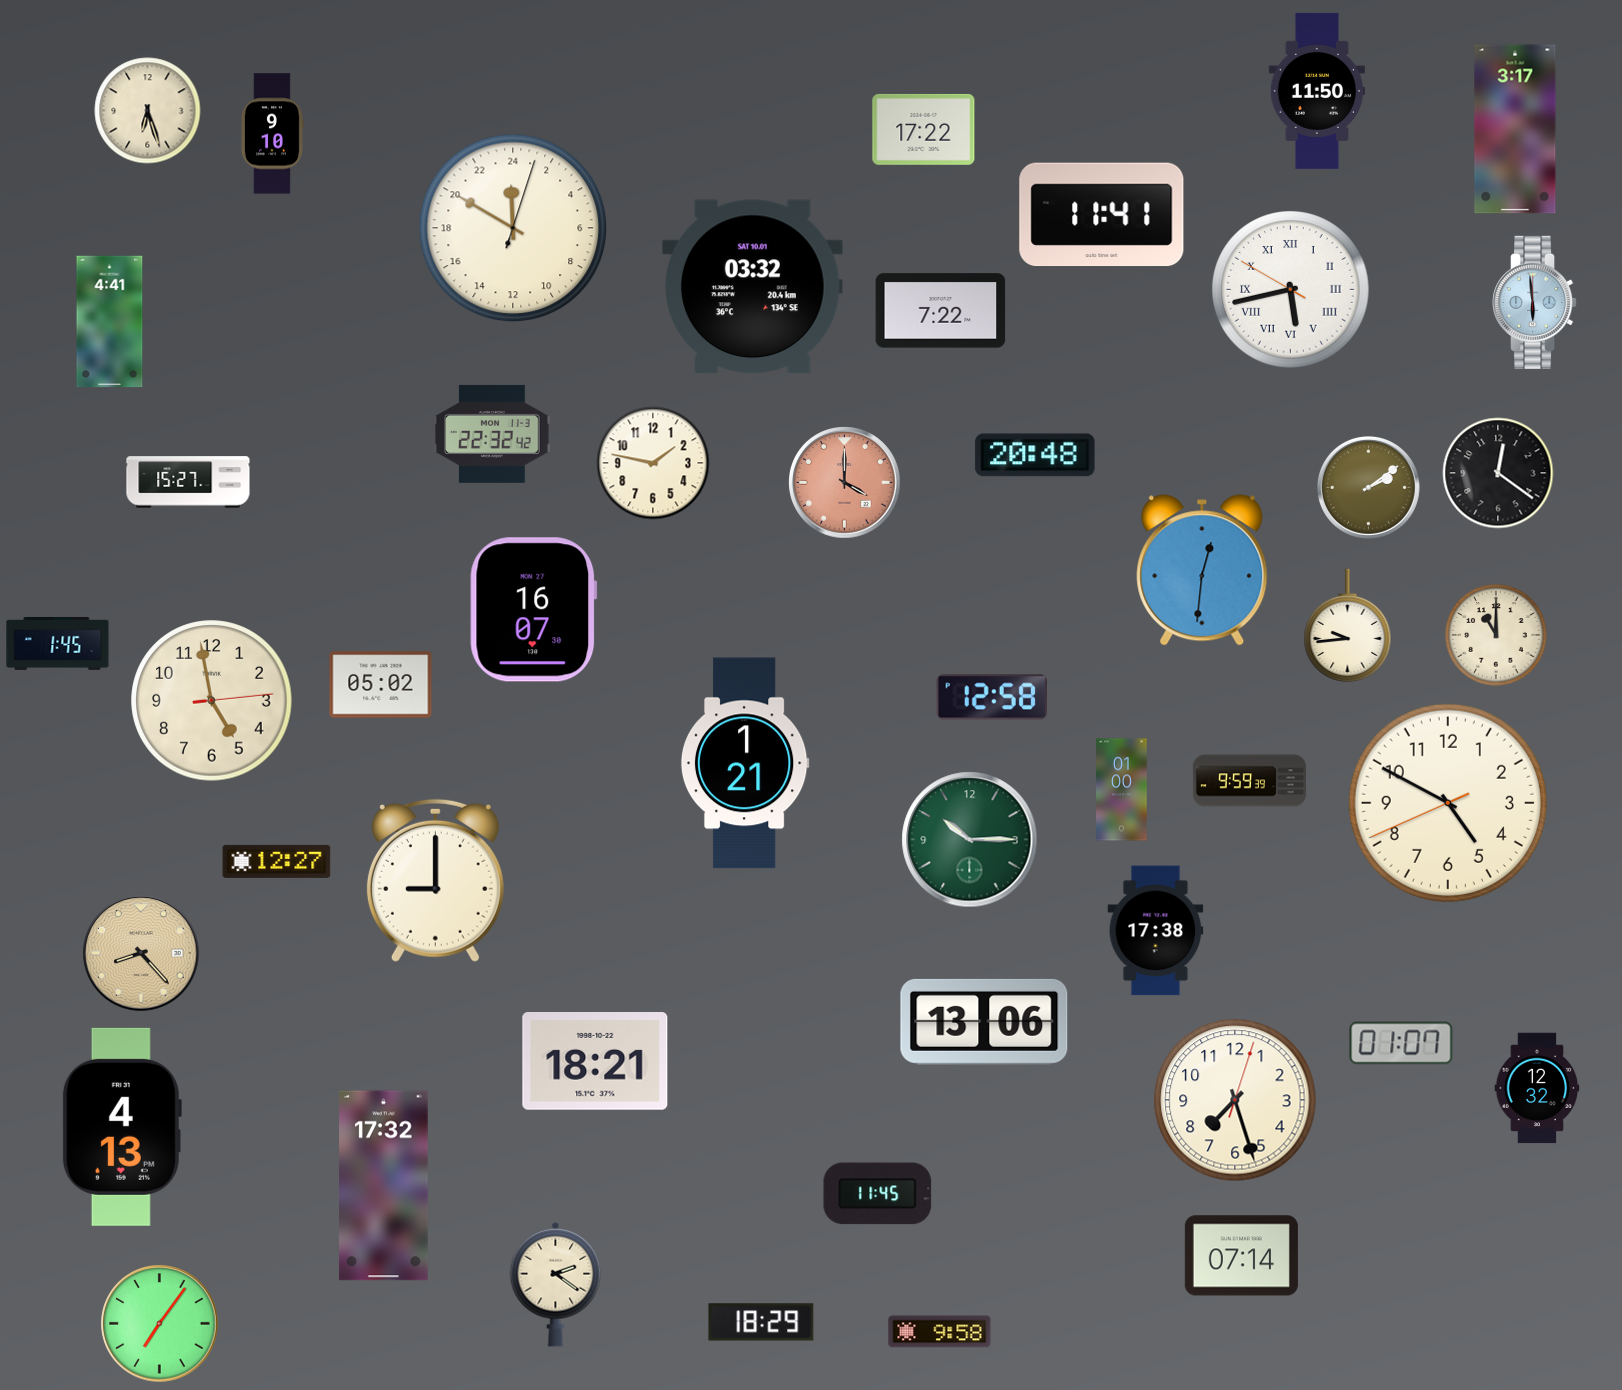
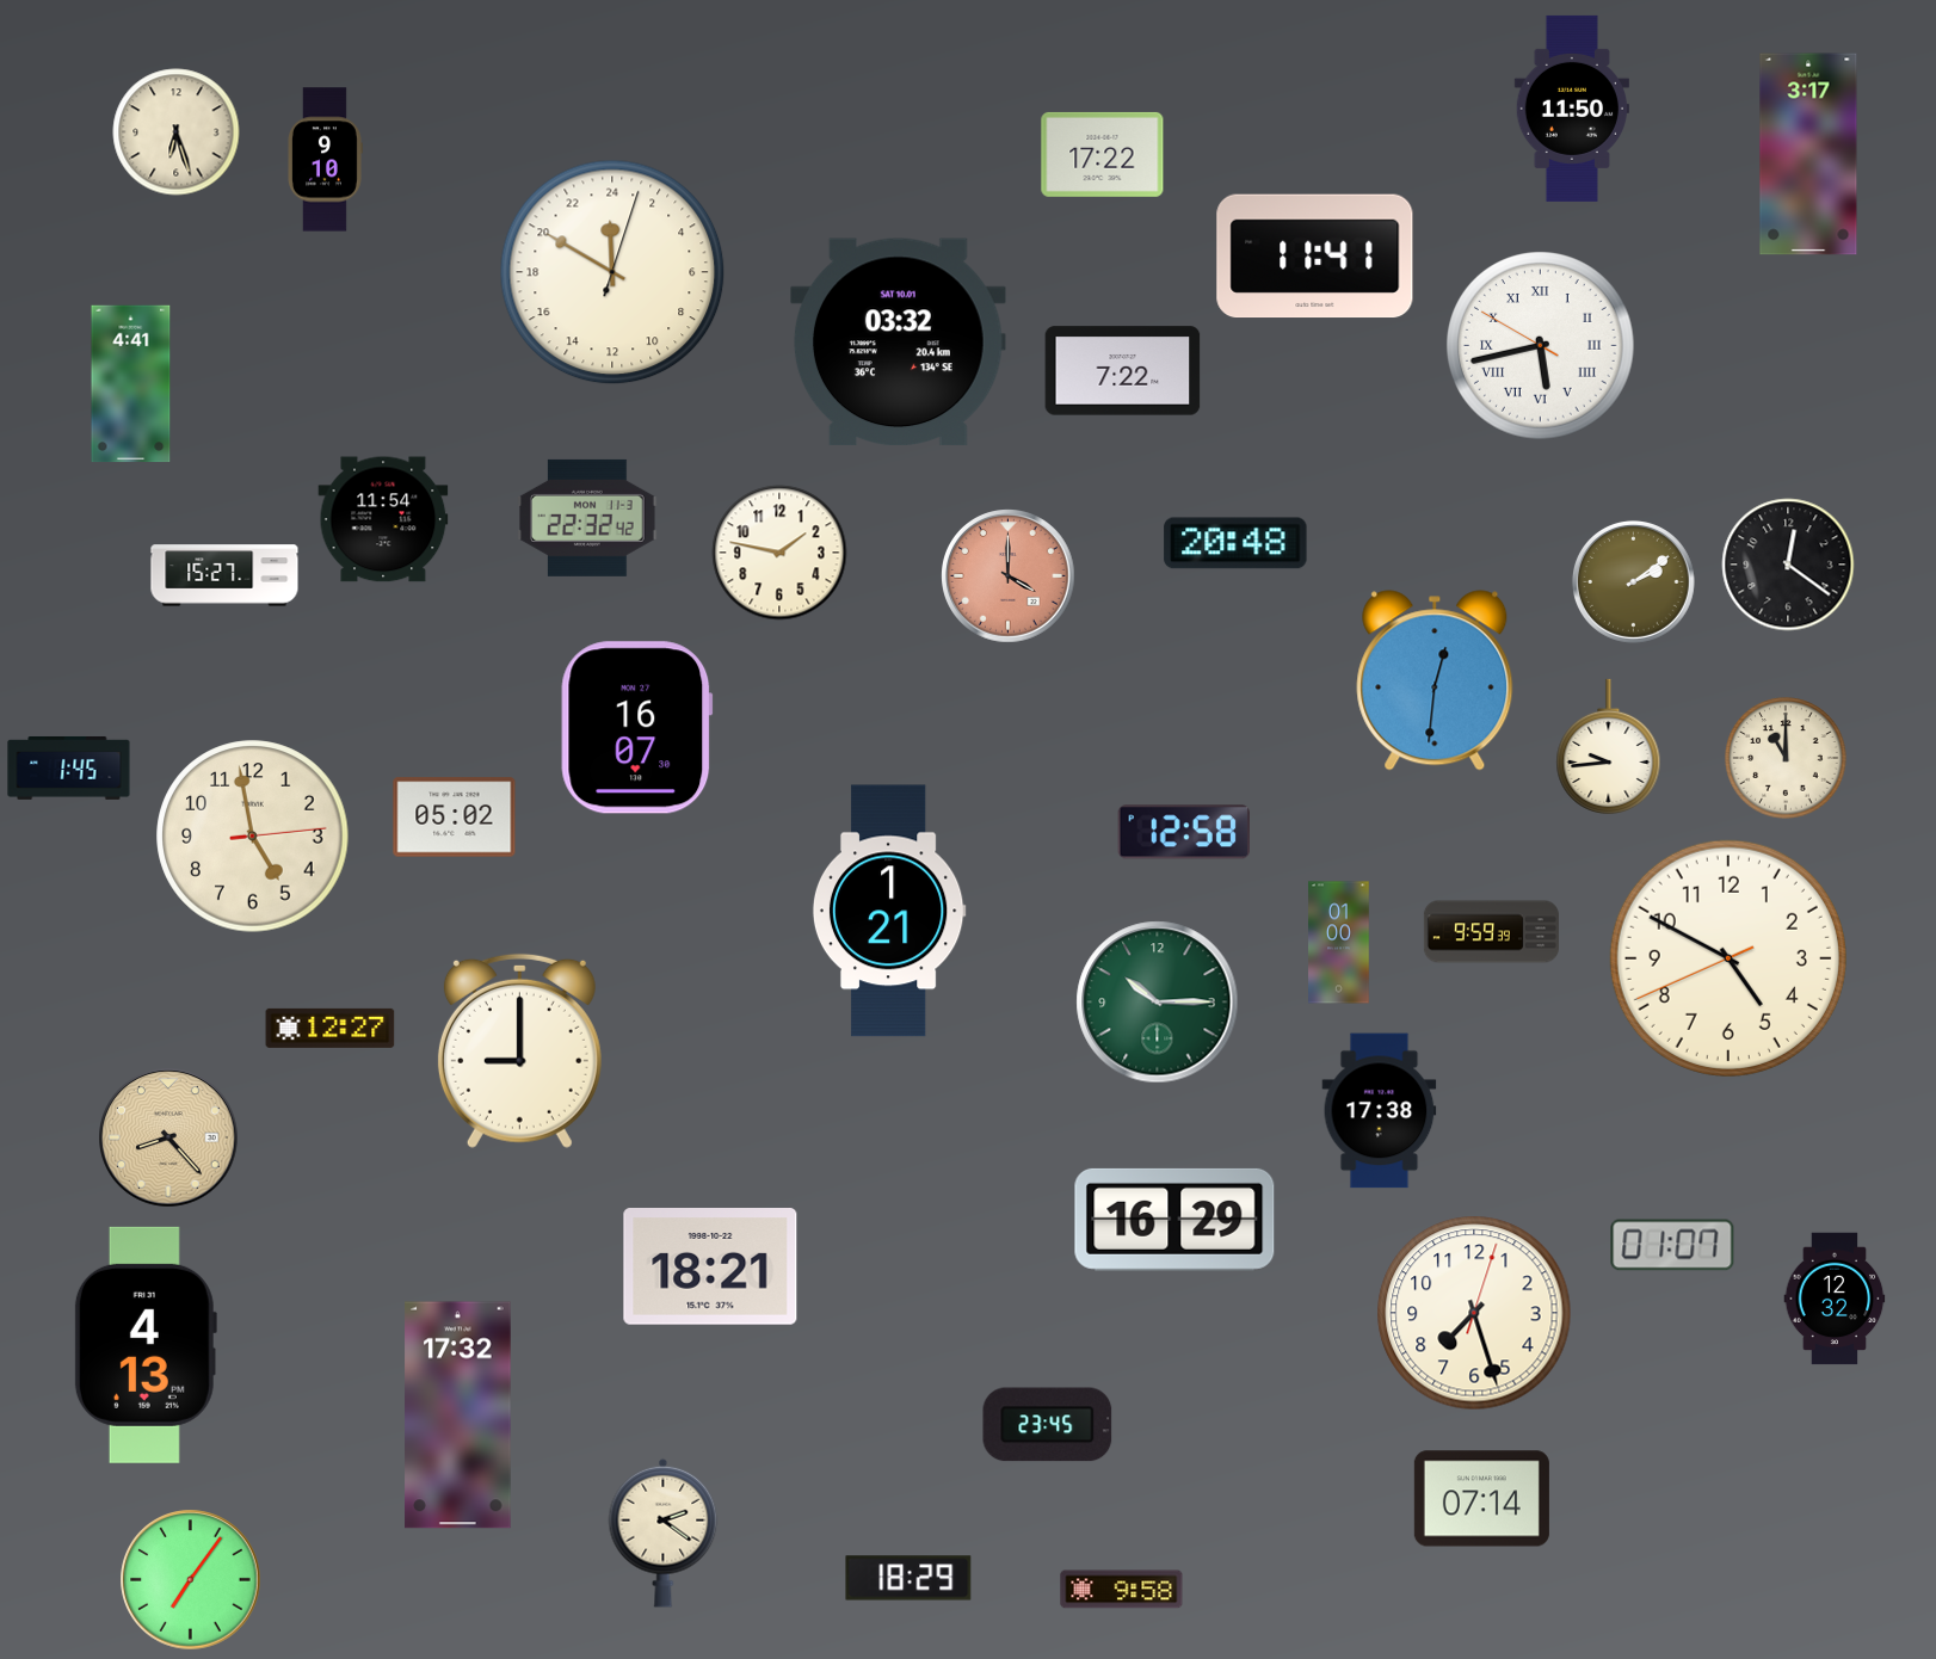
clock at (1536, 302): 5:59 -> none
clock at (383, 519): none -> 11:54
clock at (984, 1022): 13:06 -> 16:29
clock at (878, 1194): 11:45 -> 23:45
